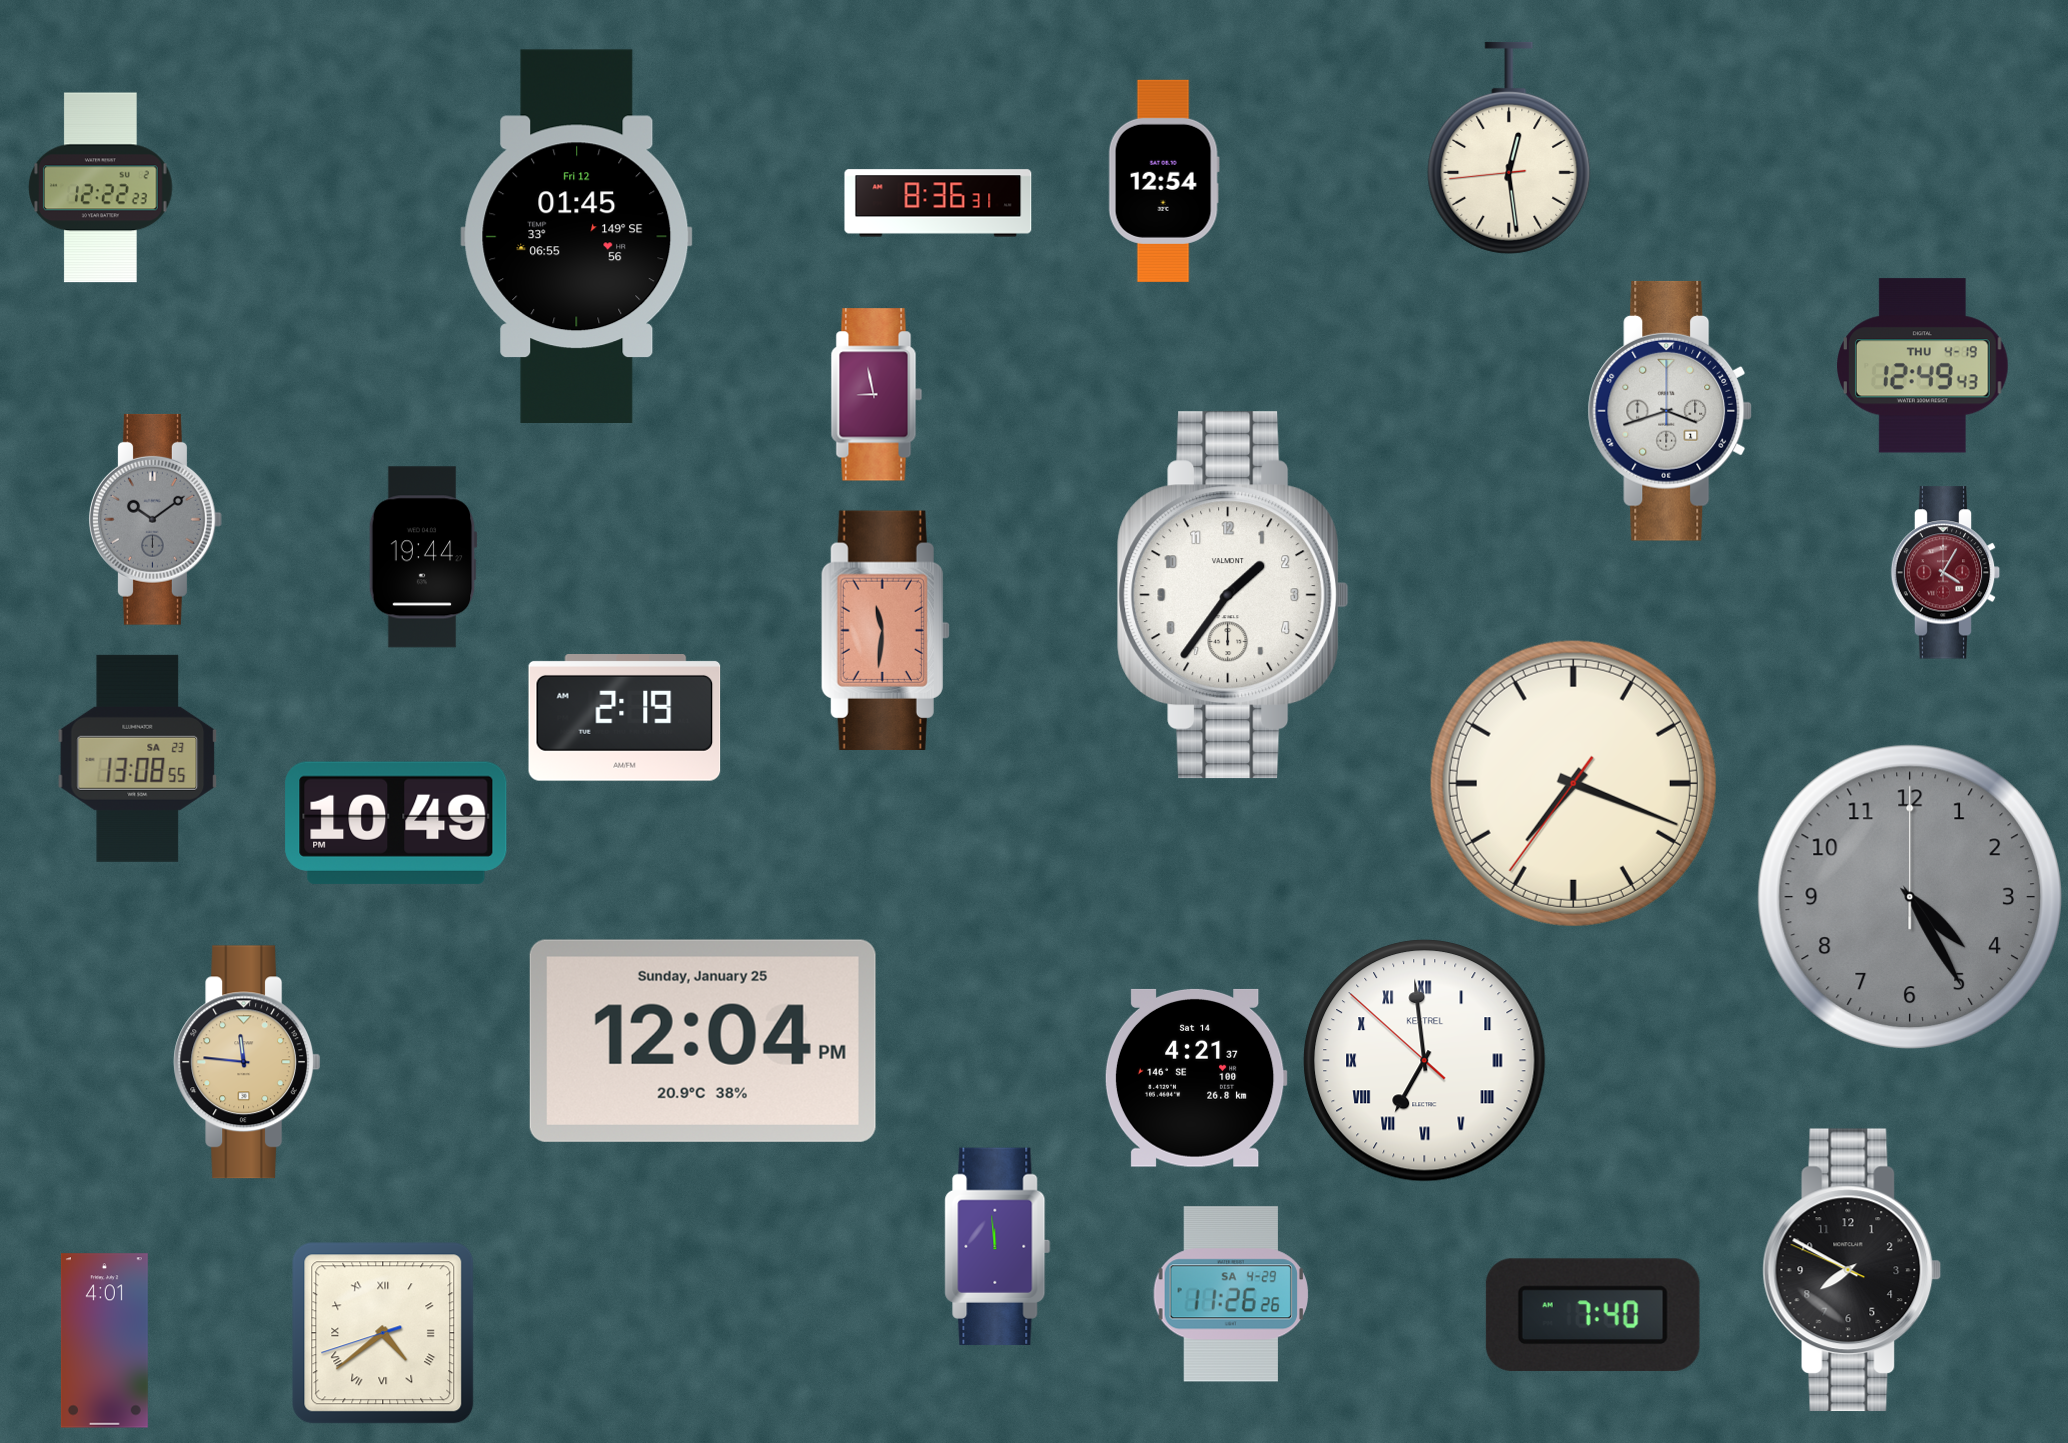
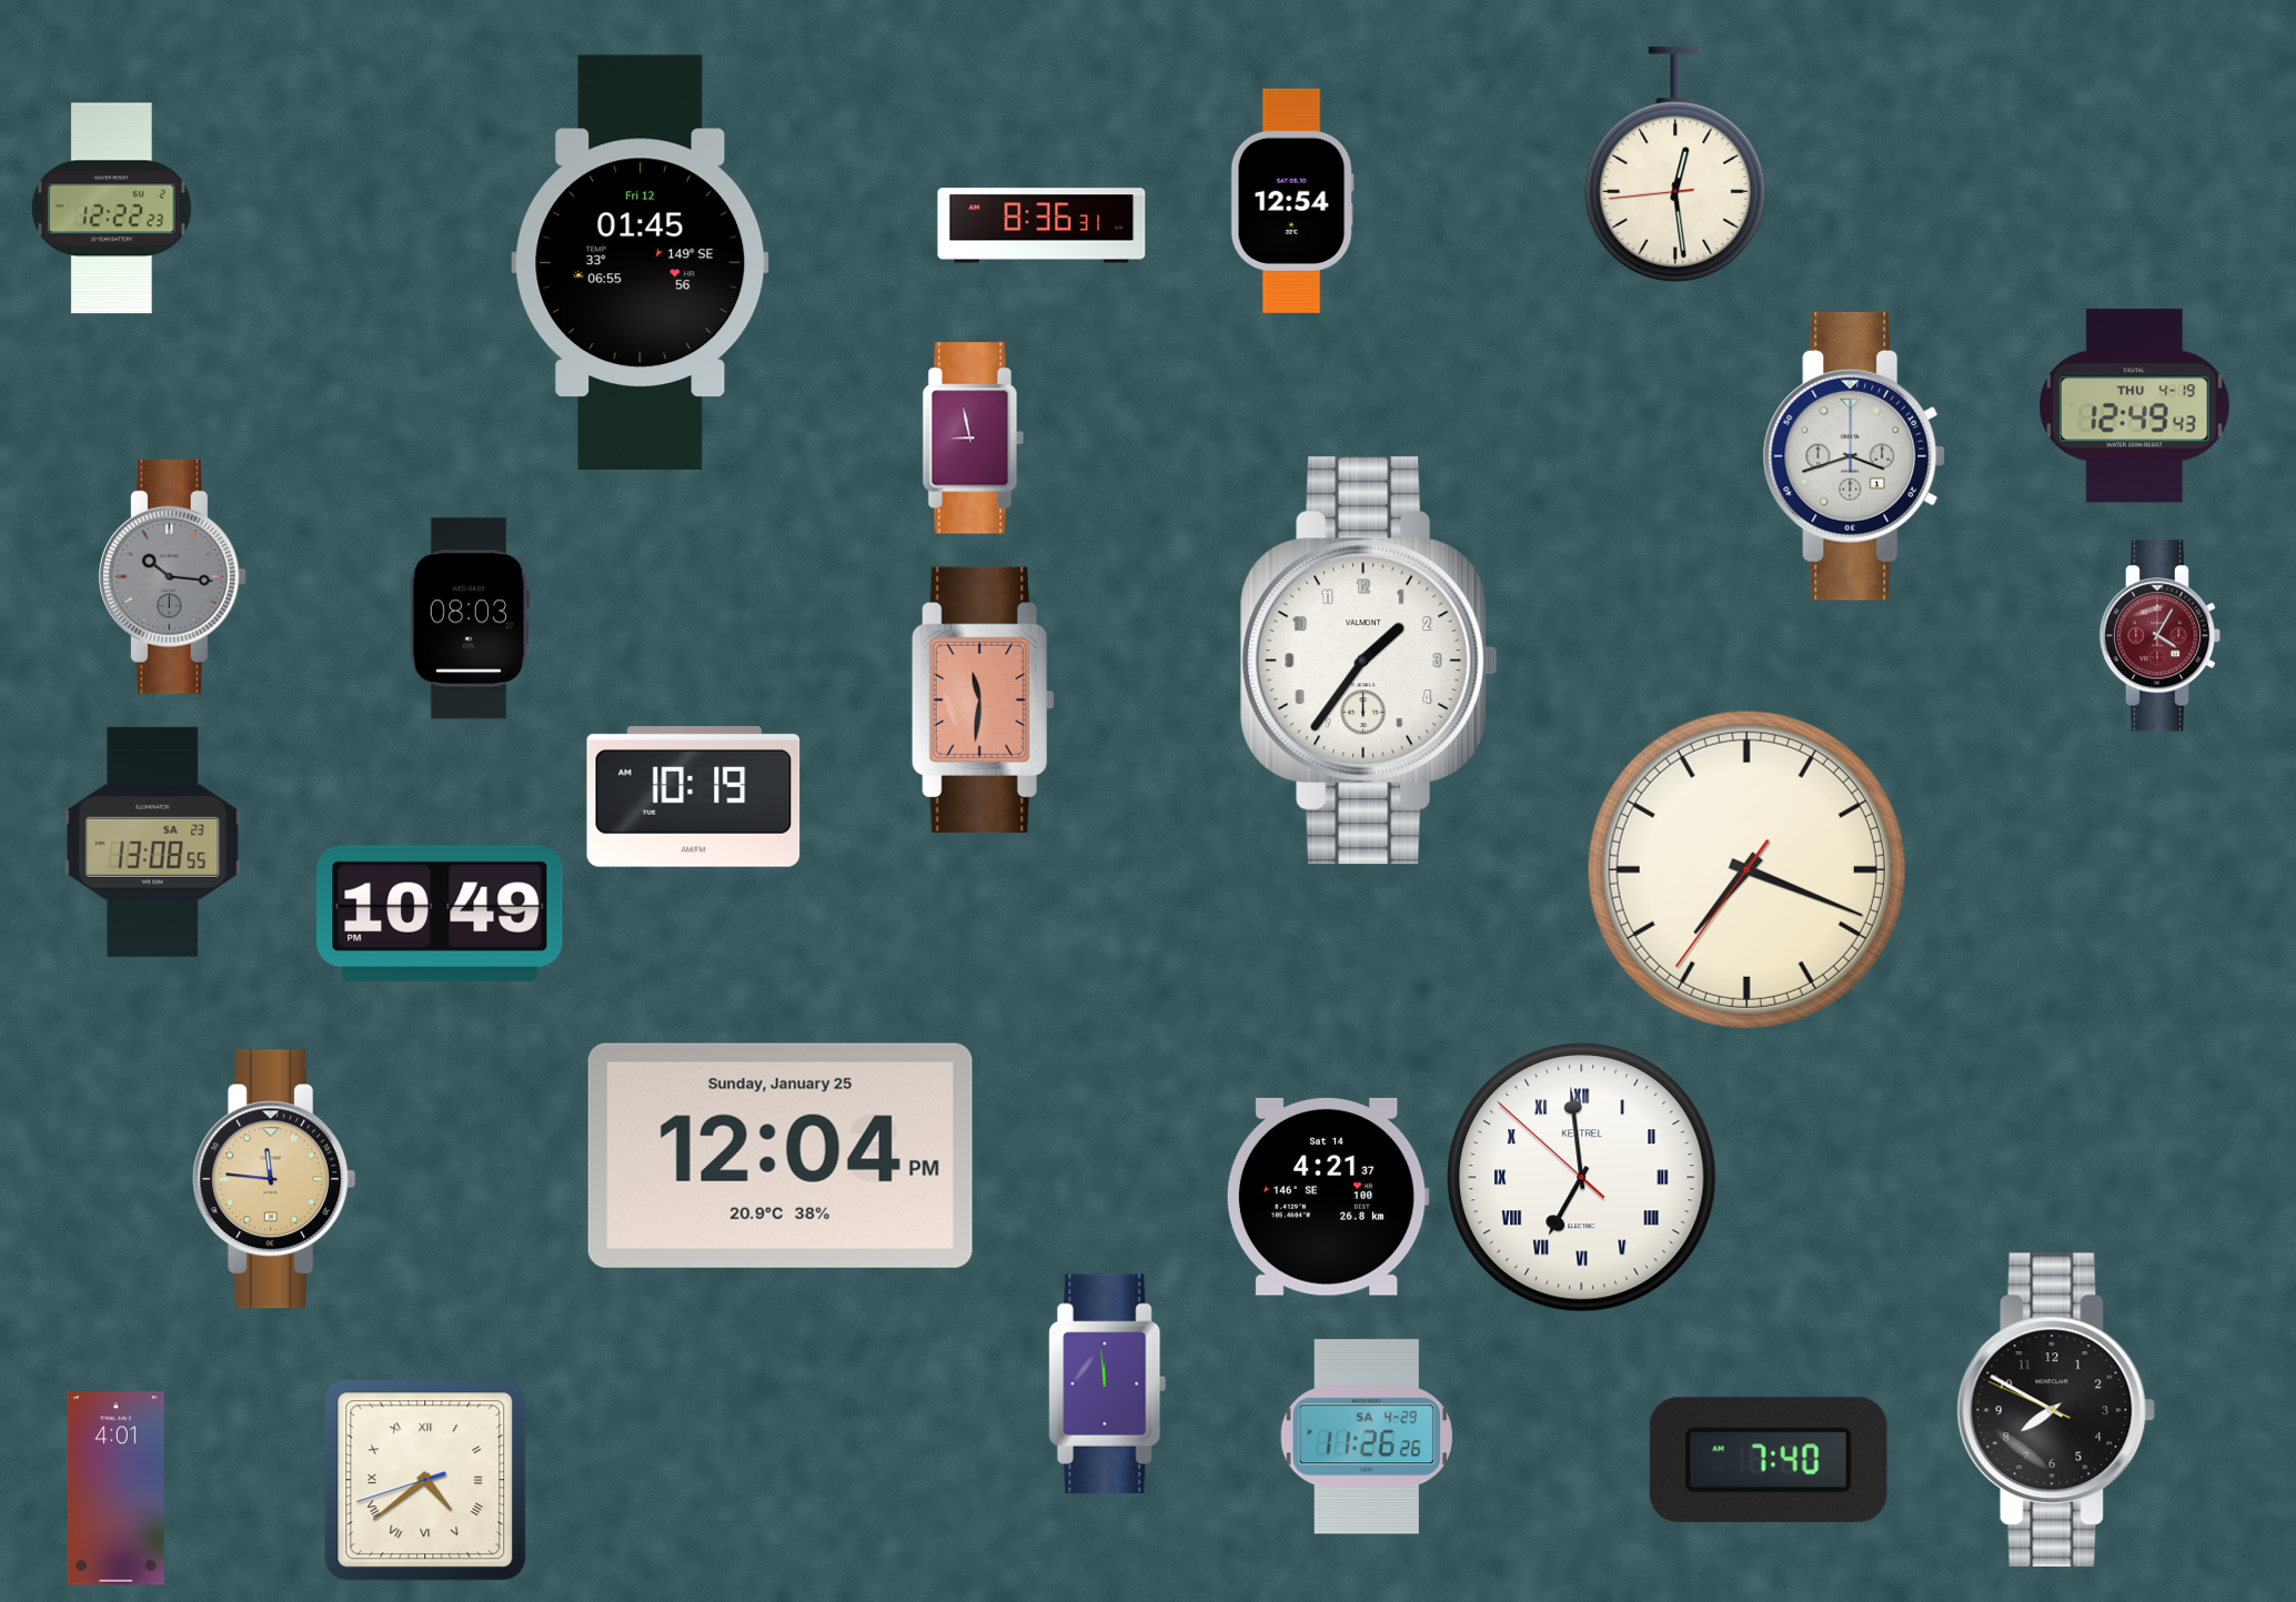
clock at (156, 519): 10:09 -> 10:16
clock at (423, 557): 19:44 -> 08:03
clock at (625, 718): 2:19 -> 10:19
clock at (1910, 897): 4:25 -> none
